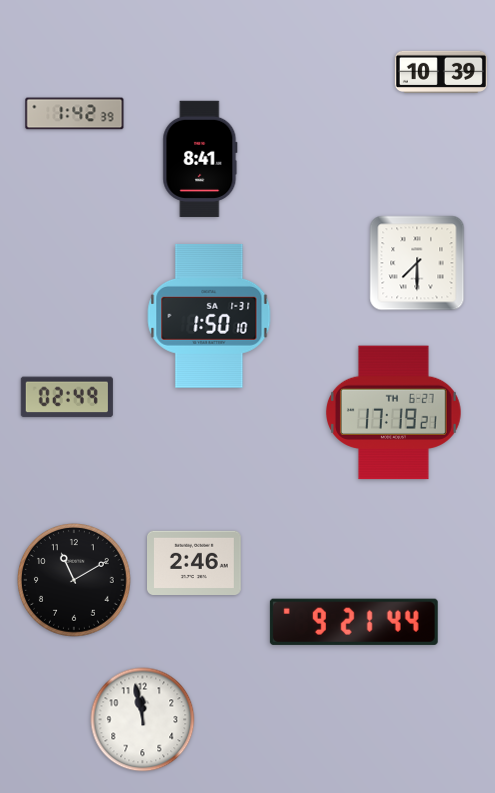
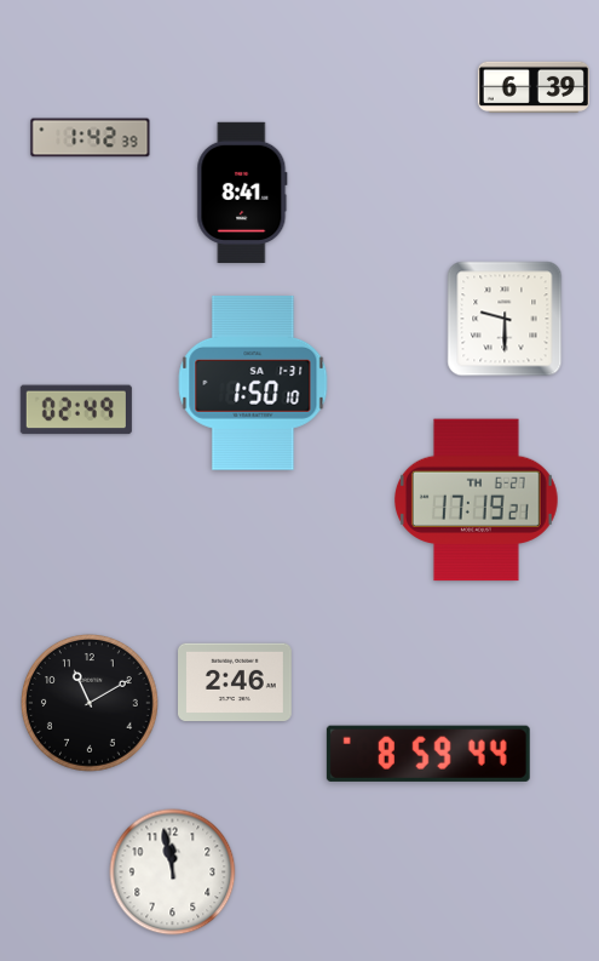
clock at (441, 72): 10:39 -> 6:39
clock at (417, 263): 7:30 -> 9:30
clock at (67, 397) position: (67, 397) -> (76, 410)
clock at (354, 622): 9:21 -> 8:59
